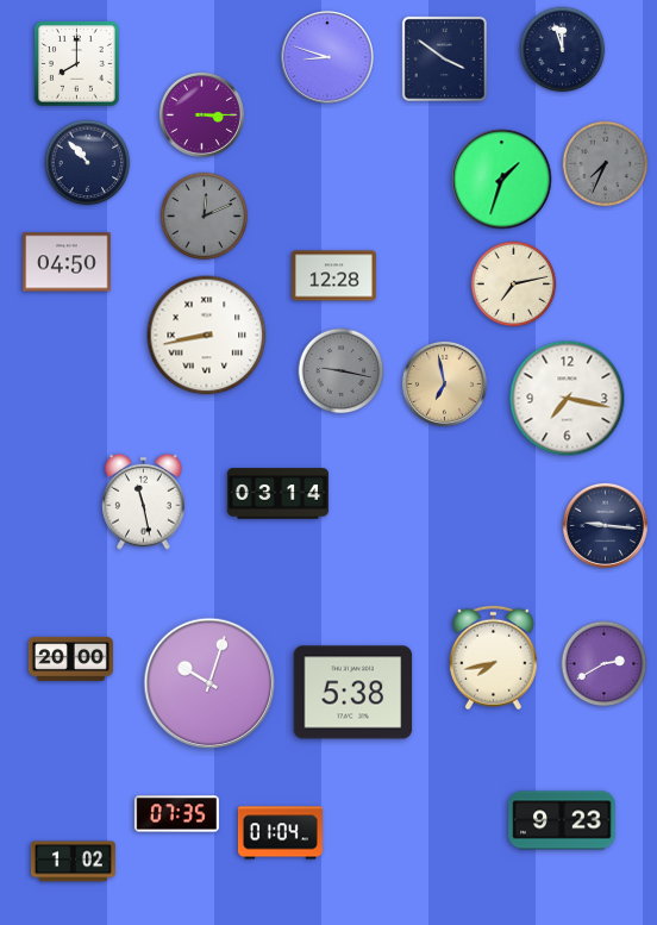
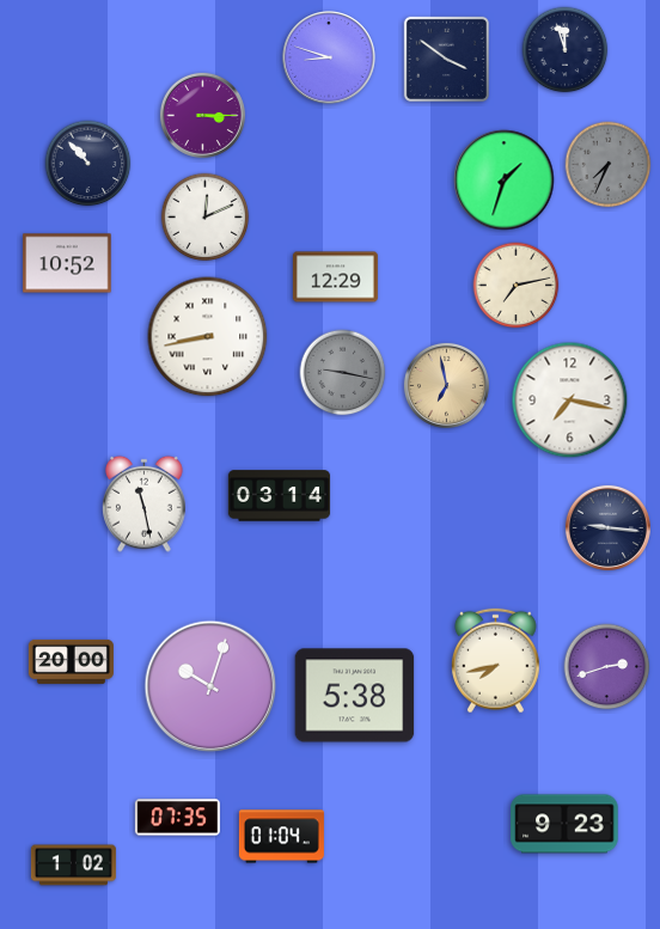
clock at (77, 64): 8:00 -> none
clock at (205, 217) dial: grey -> white
clock at (67, 262): 04:50 -> 10:52
clock at (333, 276): 12:28 -> 12:29
clock at (605, 664): 2:40 -> 2:42
